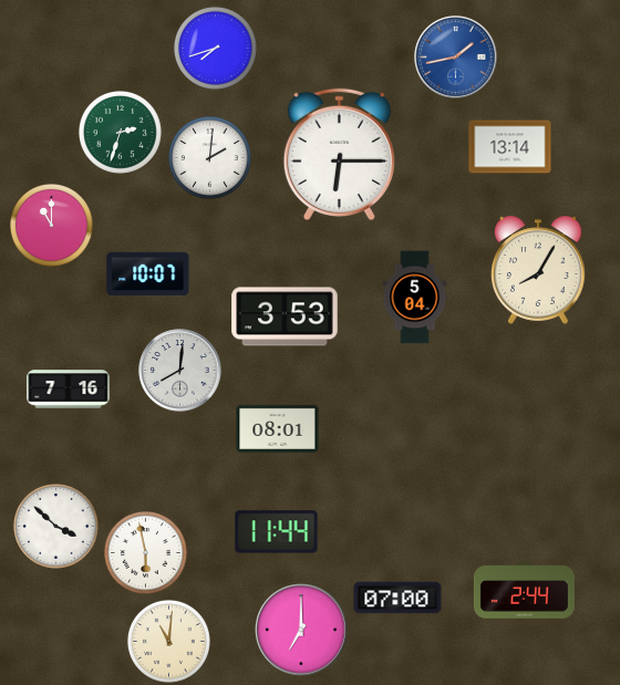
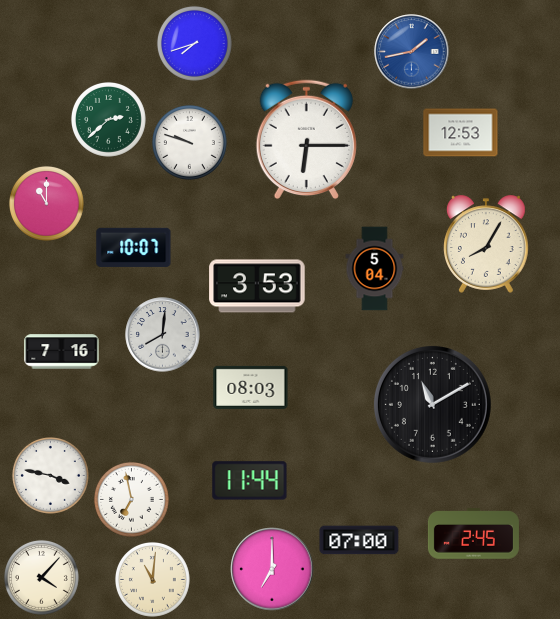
clock at (120, 132): 2:33 -> 2:38
clock at (510, 147): 13:14 -> 12:53
clock at (209, 157): 2:01 -> 9:48
clock at (278, 428): 08:01 -> 08:03
clock at (432, 404): none -> 11:10
clock at (56, 527): 3:52 -> 3:47
clock at (145, 552): 5:58 -> 6:58
clock at (524, 591): 2:44 -> 2:45
clock at (41, 577): none -> 4:07
